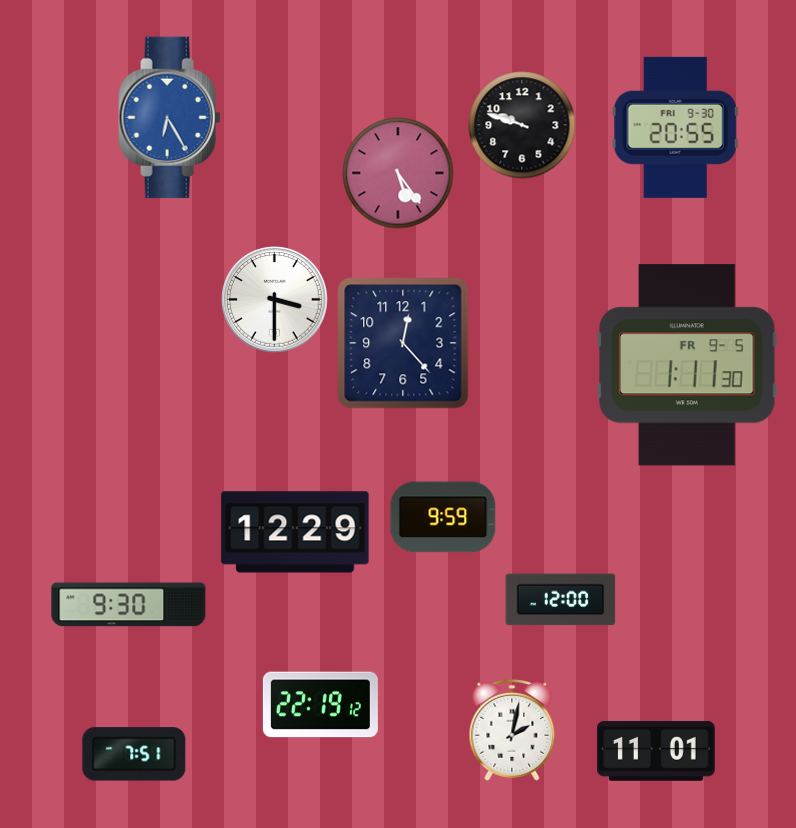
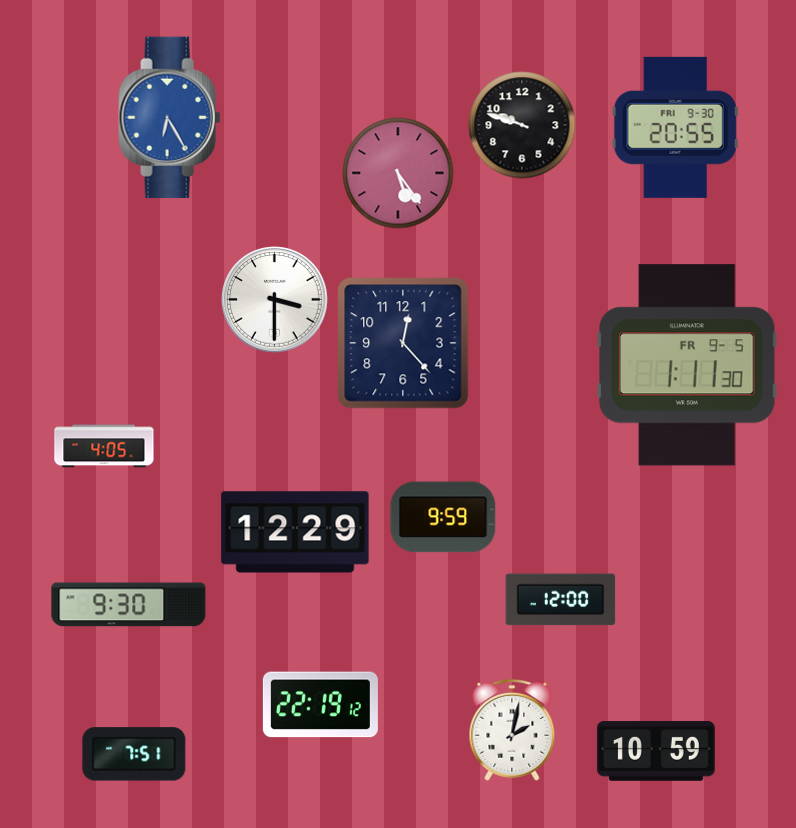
clock at (104, 446): none -> 4:05
clock at (657, 751): 11:01 -> 10:59
